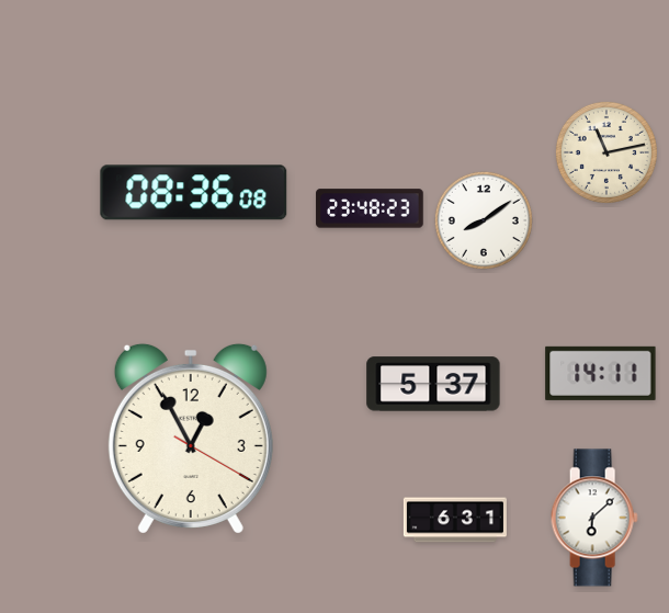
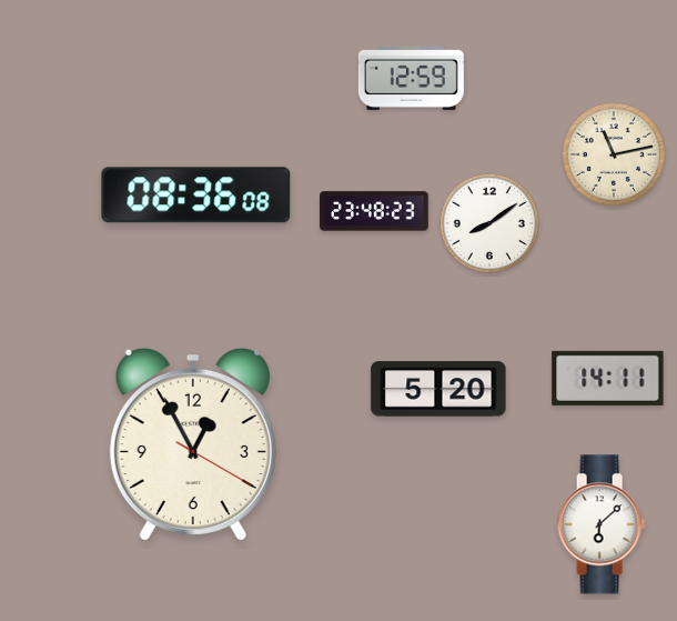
clock at (411, 78): none -> 12:59
clock at (433, 384): 5:37 -> 5:20
clock at (455, 520): 6:31 -> none
